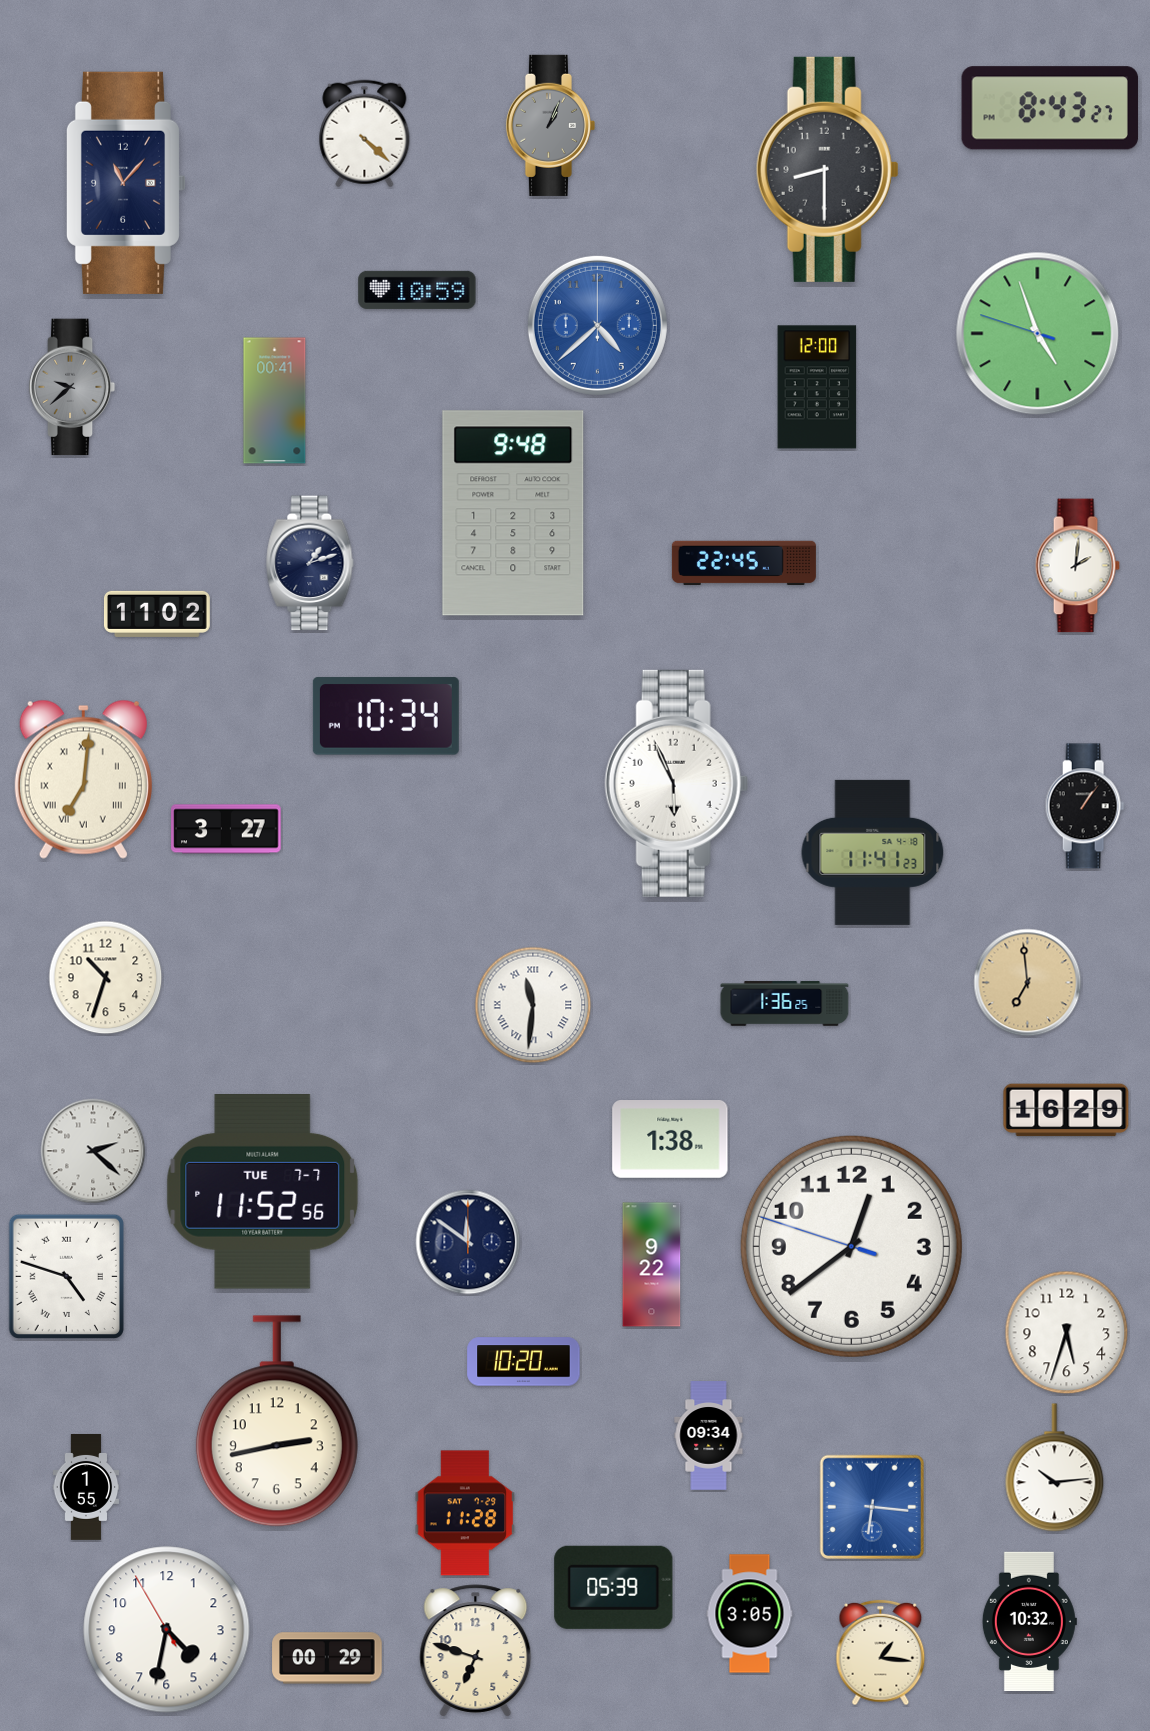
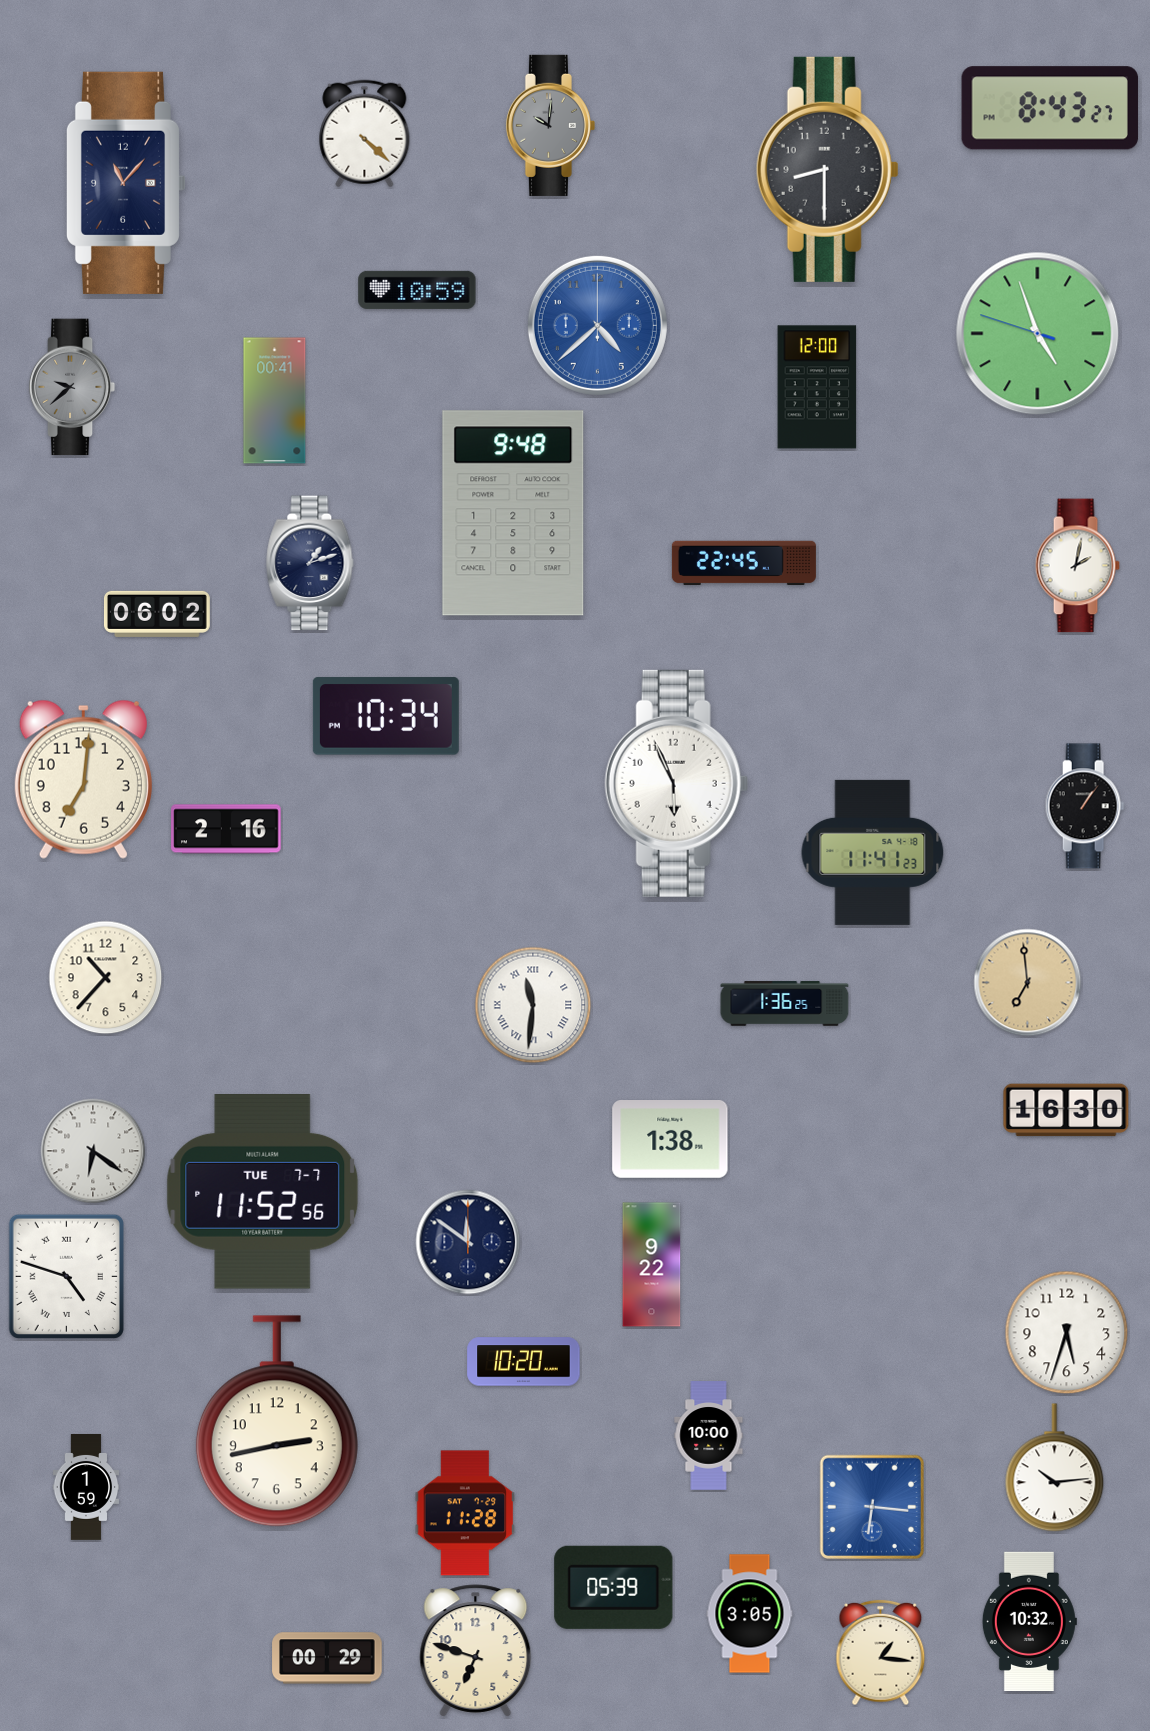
clock at (550, 125): 1:04 -> 10:01
clock at (1077, 566): 2:01 -> 2:02
clock at (157, 614): 11:02 -> 06:02
clock at (83, 779) numerals: Roman -> Arabic
clock at (226, 829): 3:27 -> 2:16
clock at (106, 978): 10:33 -> 10:37
clock at (1066, 1110): 16:29 -> 16:30
clock at (93, 1151): 2:22 -> 6:21
clock at (851, 1246): 12:38 -> none
clock at (709, 1436): 09:34 -> 10:00
clock at (86, 1488): 1:55 -> 1:59
clock at (167, 1630): 4:31 -> none
